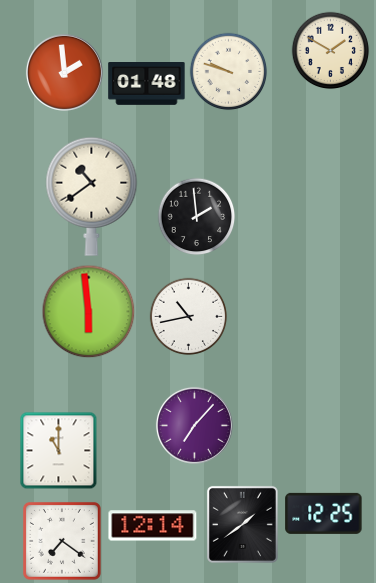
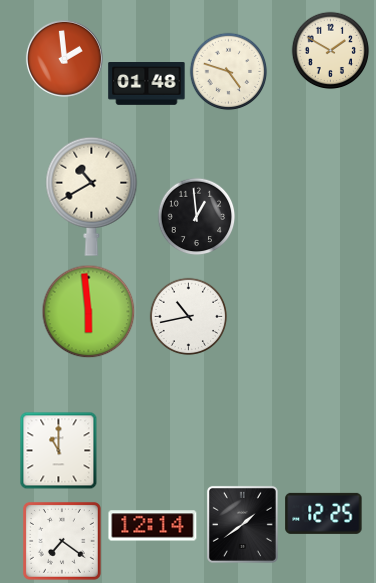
clock at (228, 71): 9:48 -> 4:48
clock at (64, 72) position: (64, 72) -> (64, 58)
clock at (92, 196): 10:39 -> 10:40
clock at (196, 216): 1:59 -> 12:59
clock at (194, 425): 7:07 -> none
